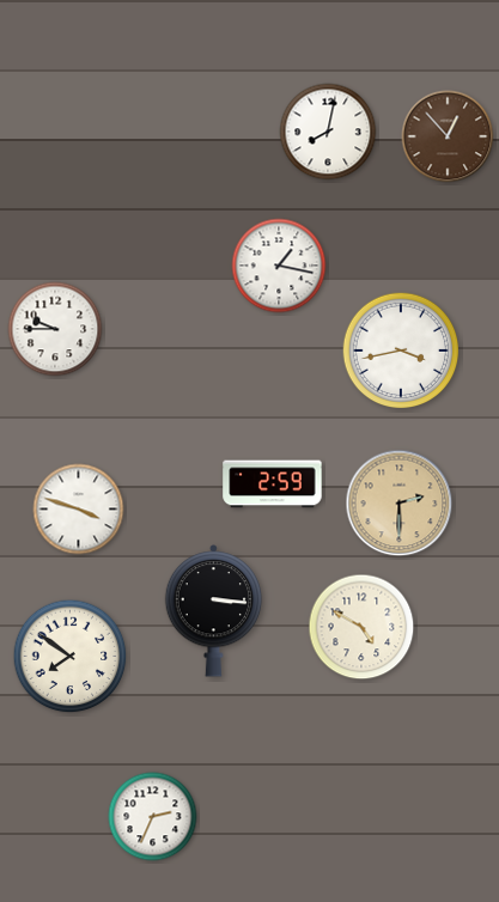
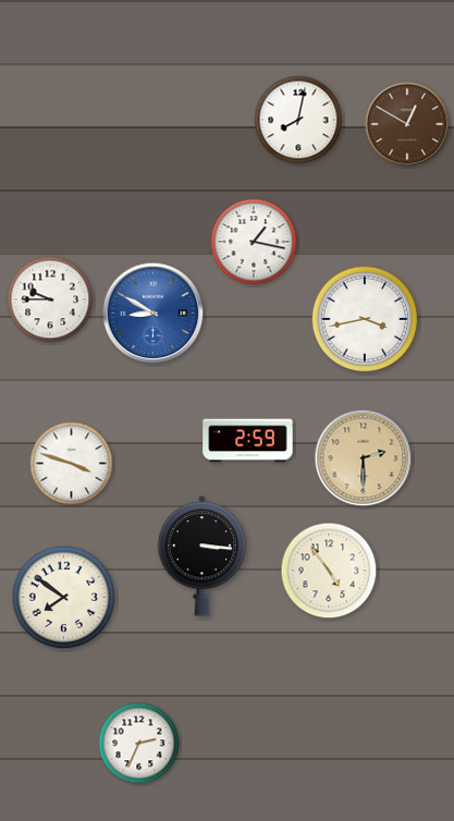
clock at (448, 136): 12:53 -> 12:50
clock at (154, 314): none -> 8:50
clock at (214, 611) position: (214, 611) -> (203, 556)
clock at (361, 627): 4:50 -> 4:54
